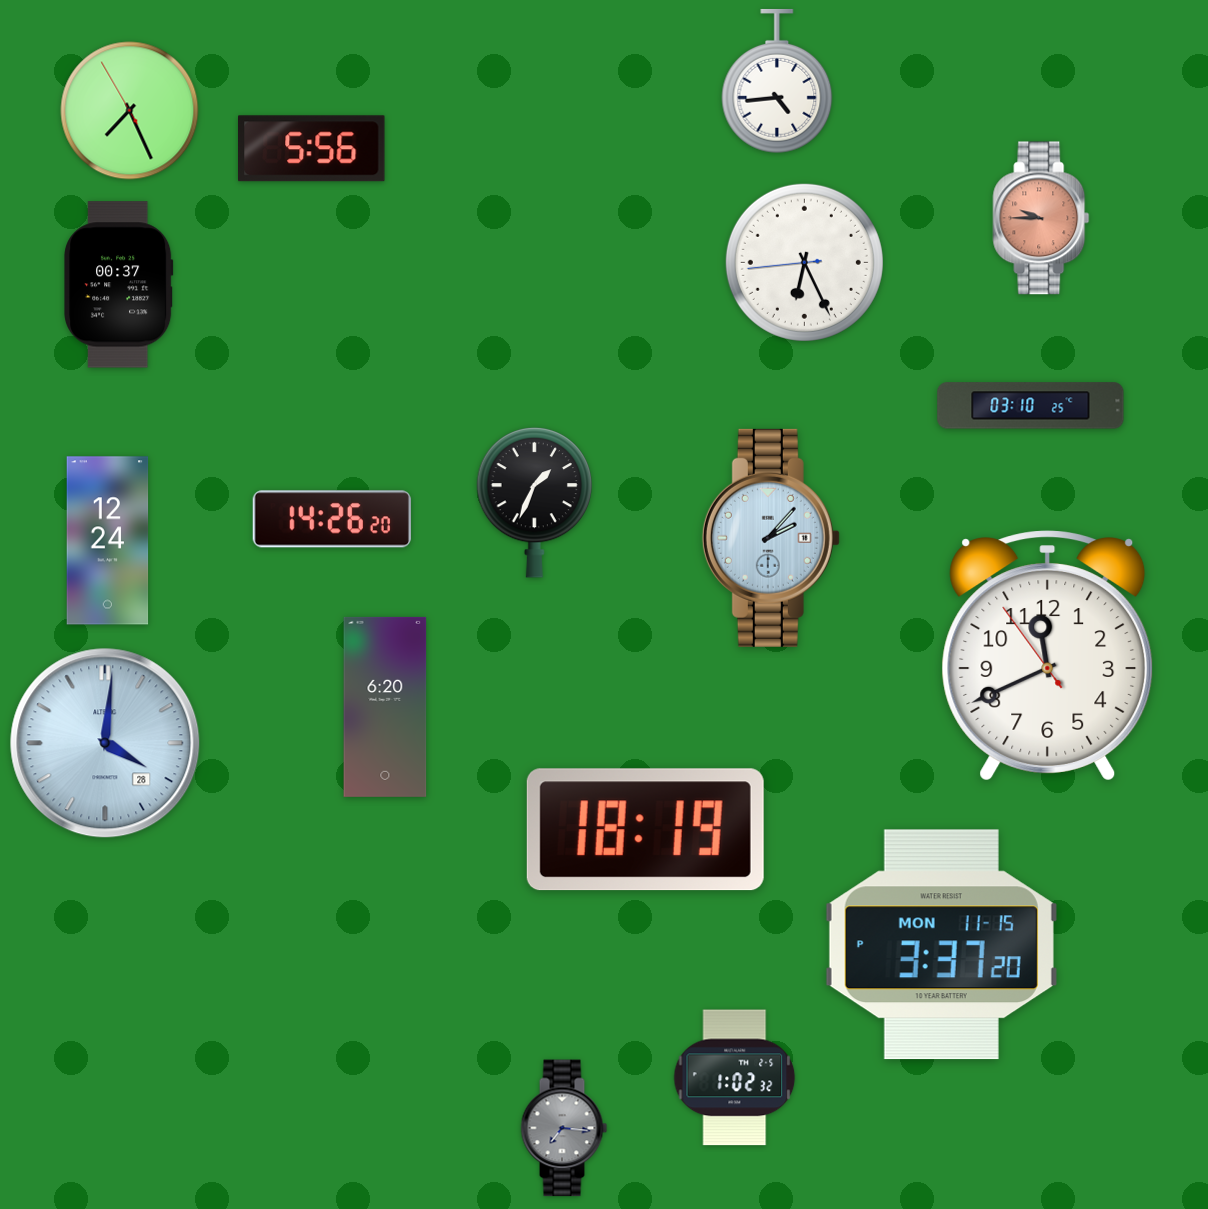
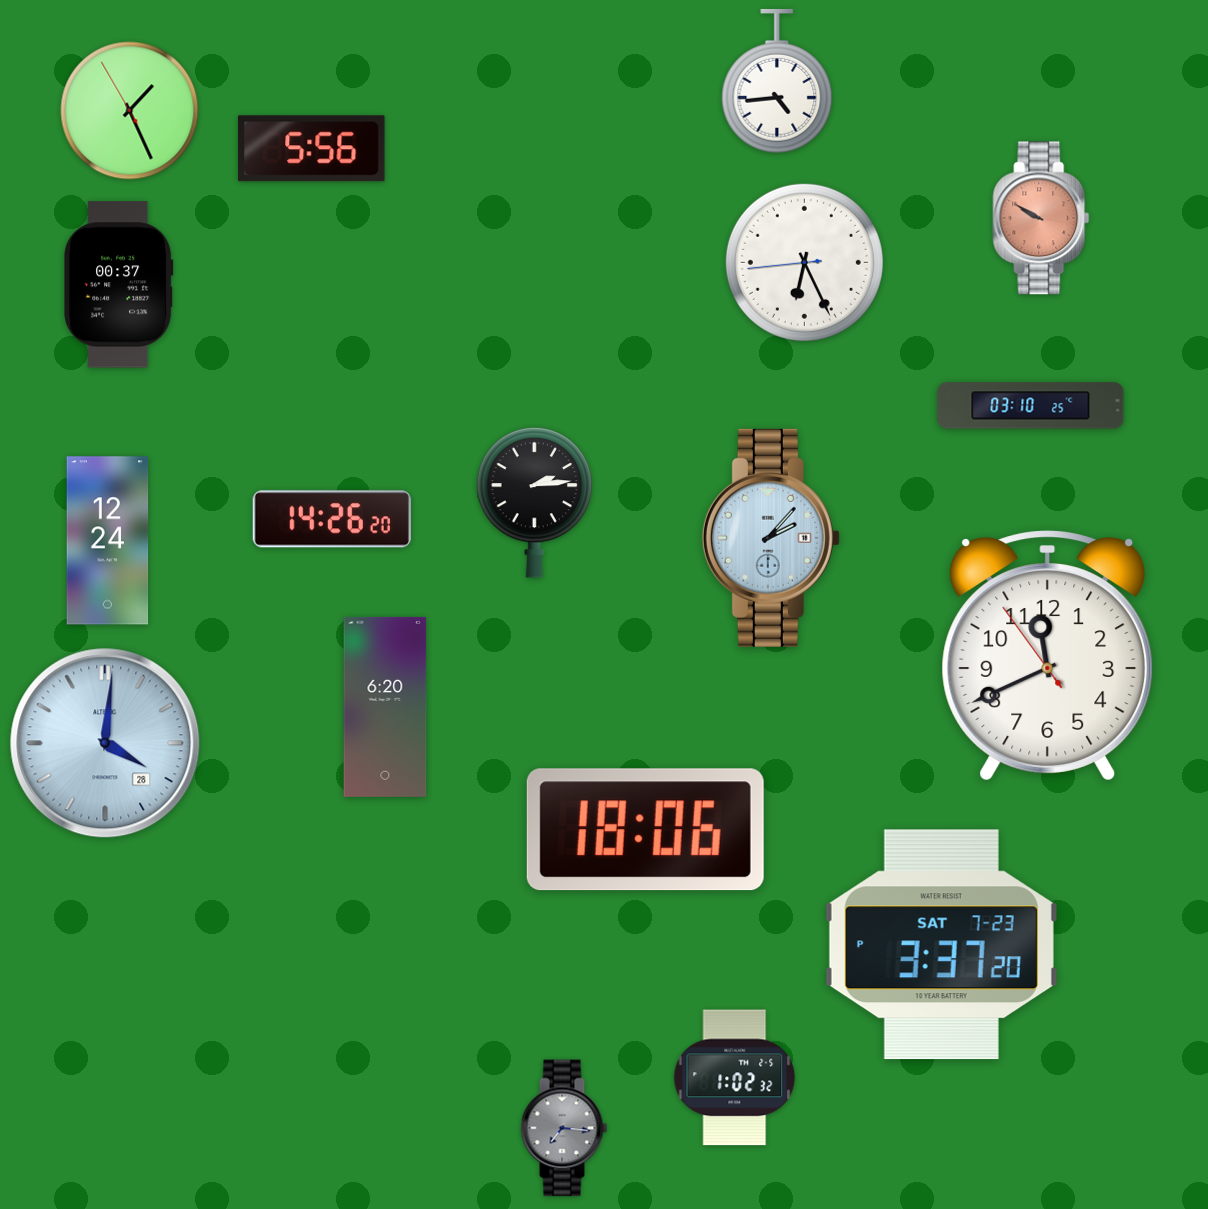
clock at (130, 111): 7:25 -> 1:25
clock at (1041, 218): 9:45 -> 9:50
clock at (534, 502): 1:34 -> 2:14
clock at (645, 830): 18:19 -> 18:06
clock at (941, 945) date: MON 11-15 -> SAT 7-23
